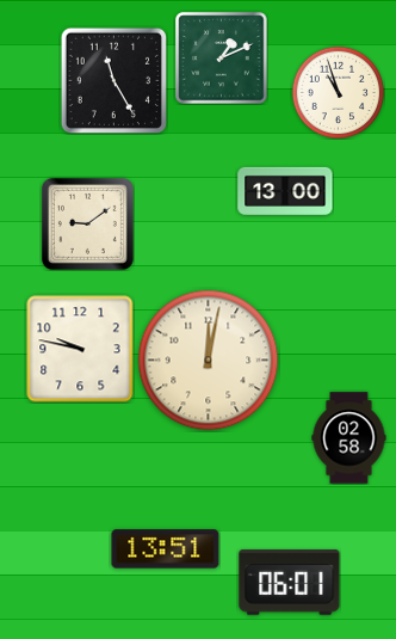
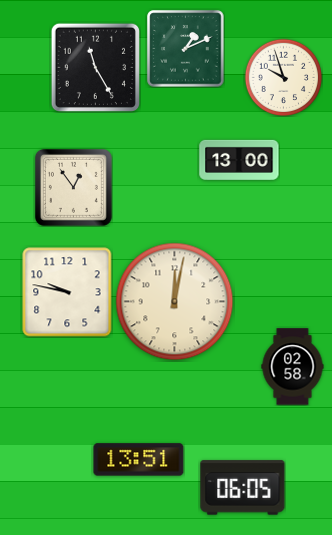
clock at (338, 92): 10:57 -> 9:57
clock at (87, 223): 9:09 -> 12:54
clock at (290, 583): 06:01 -> 06:05
